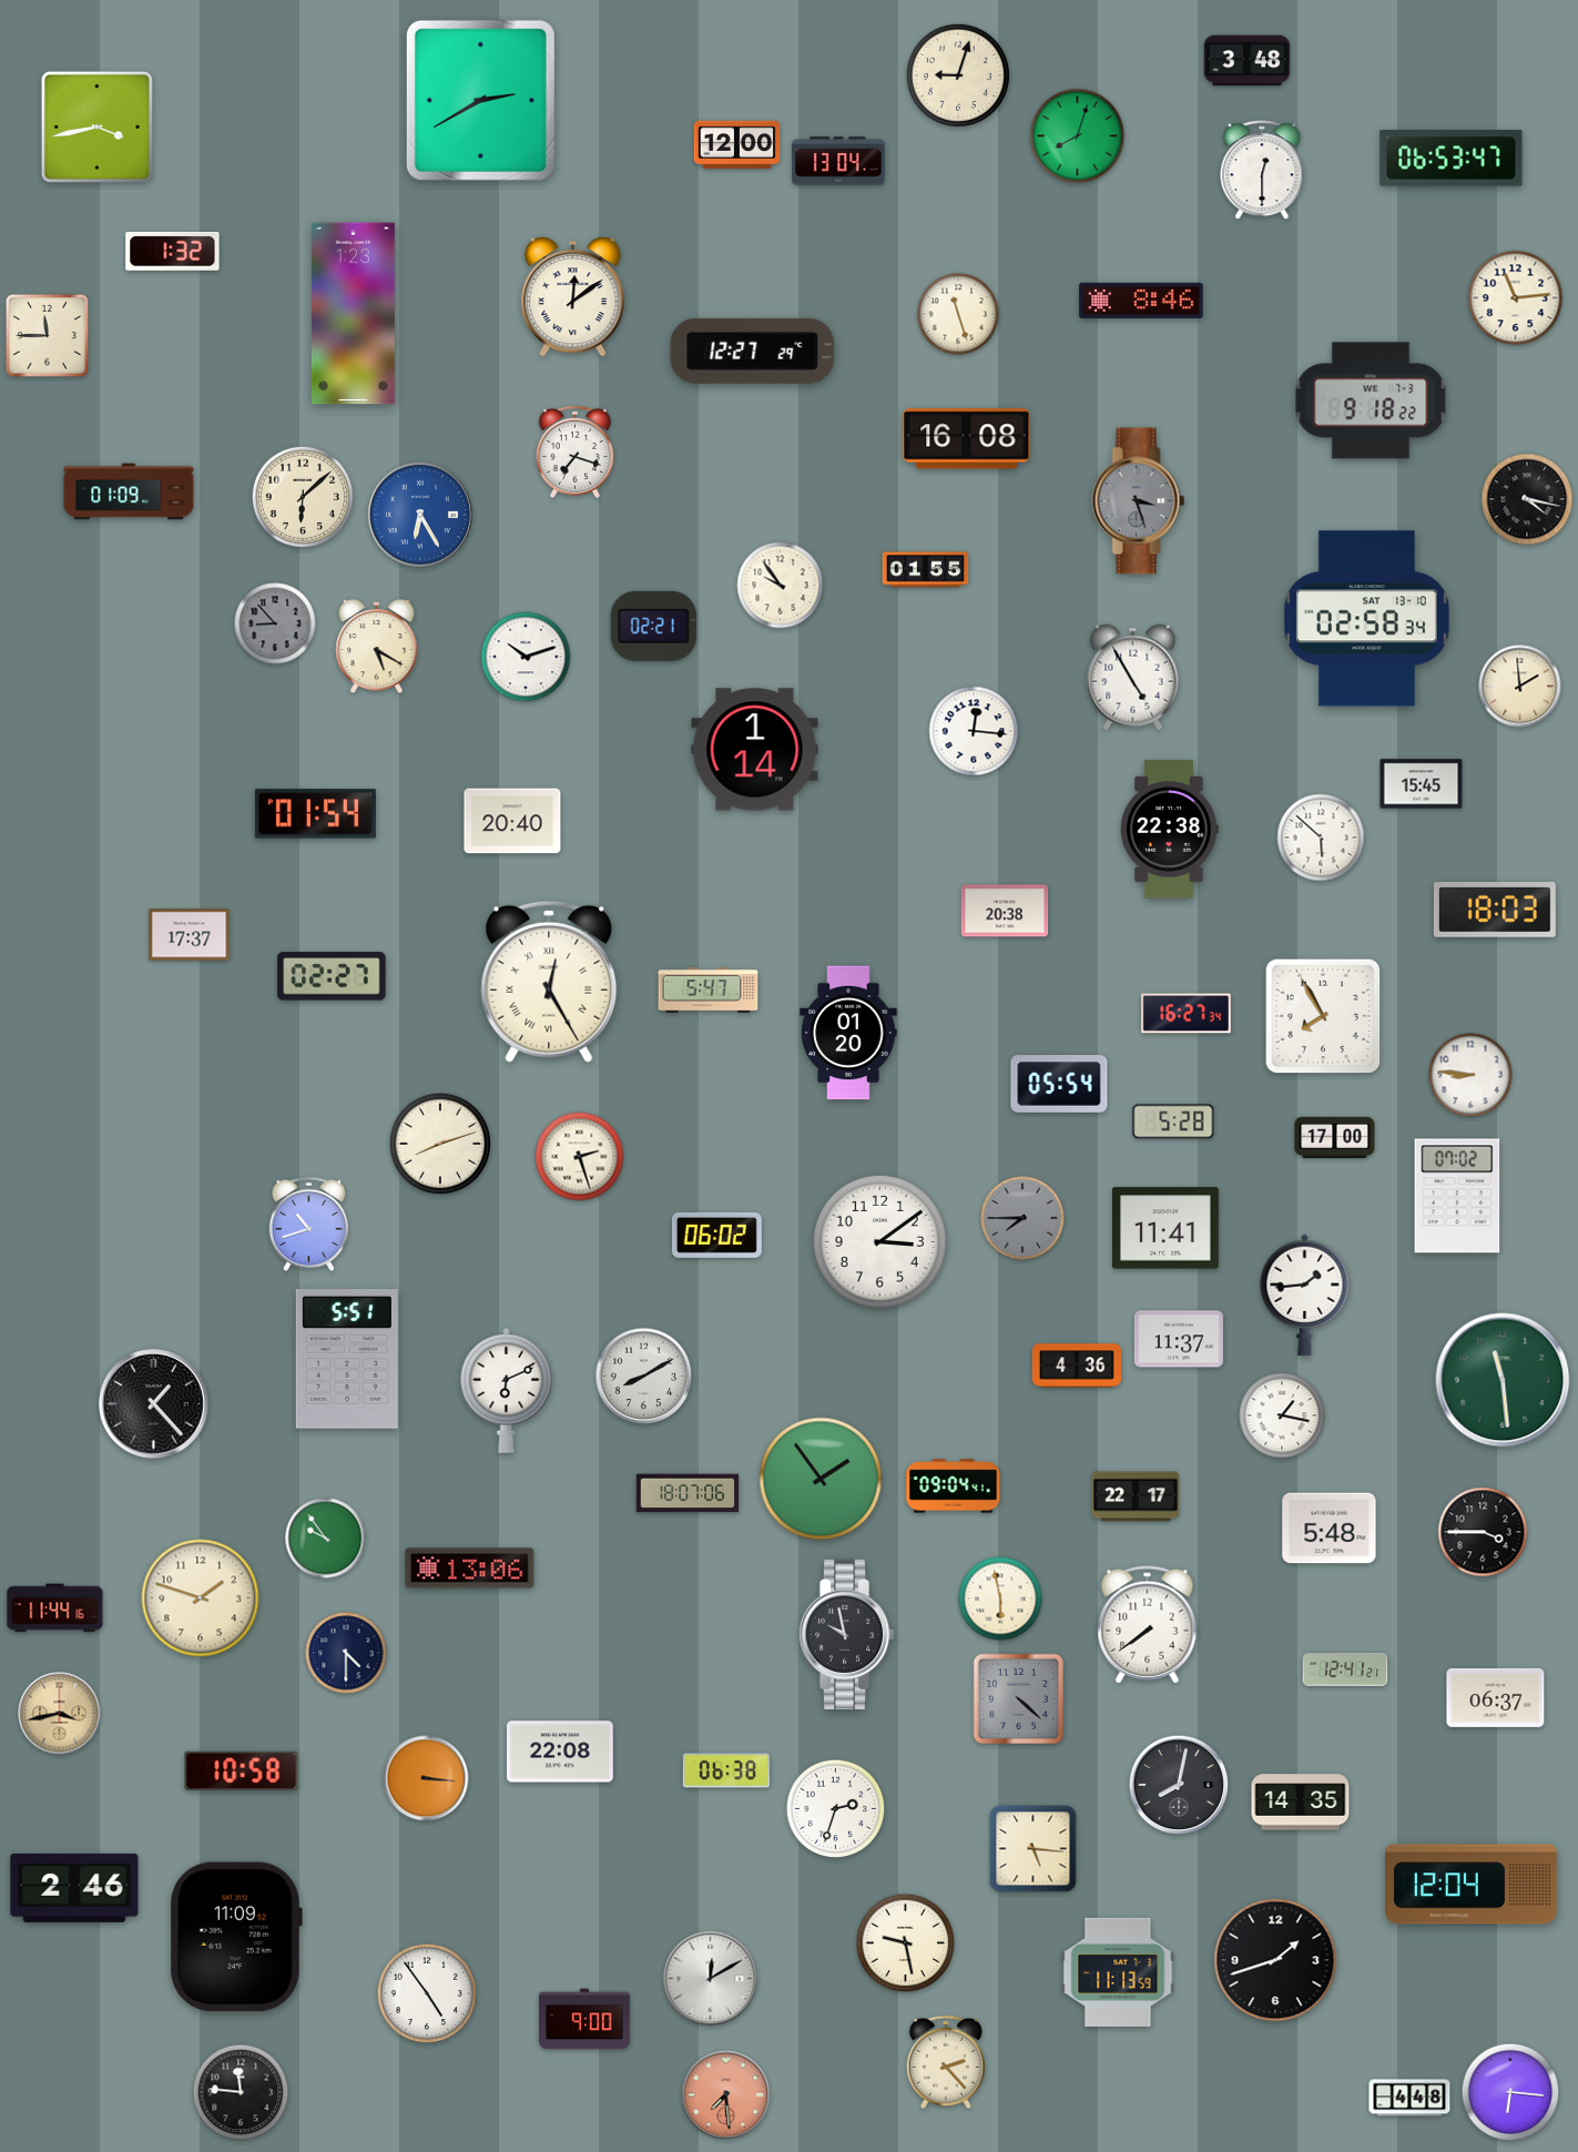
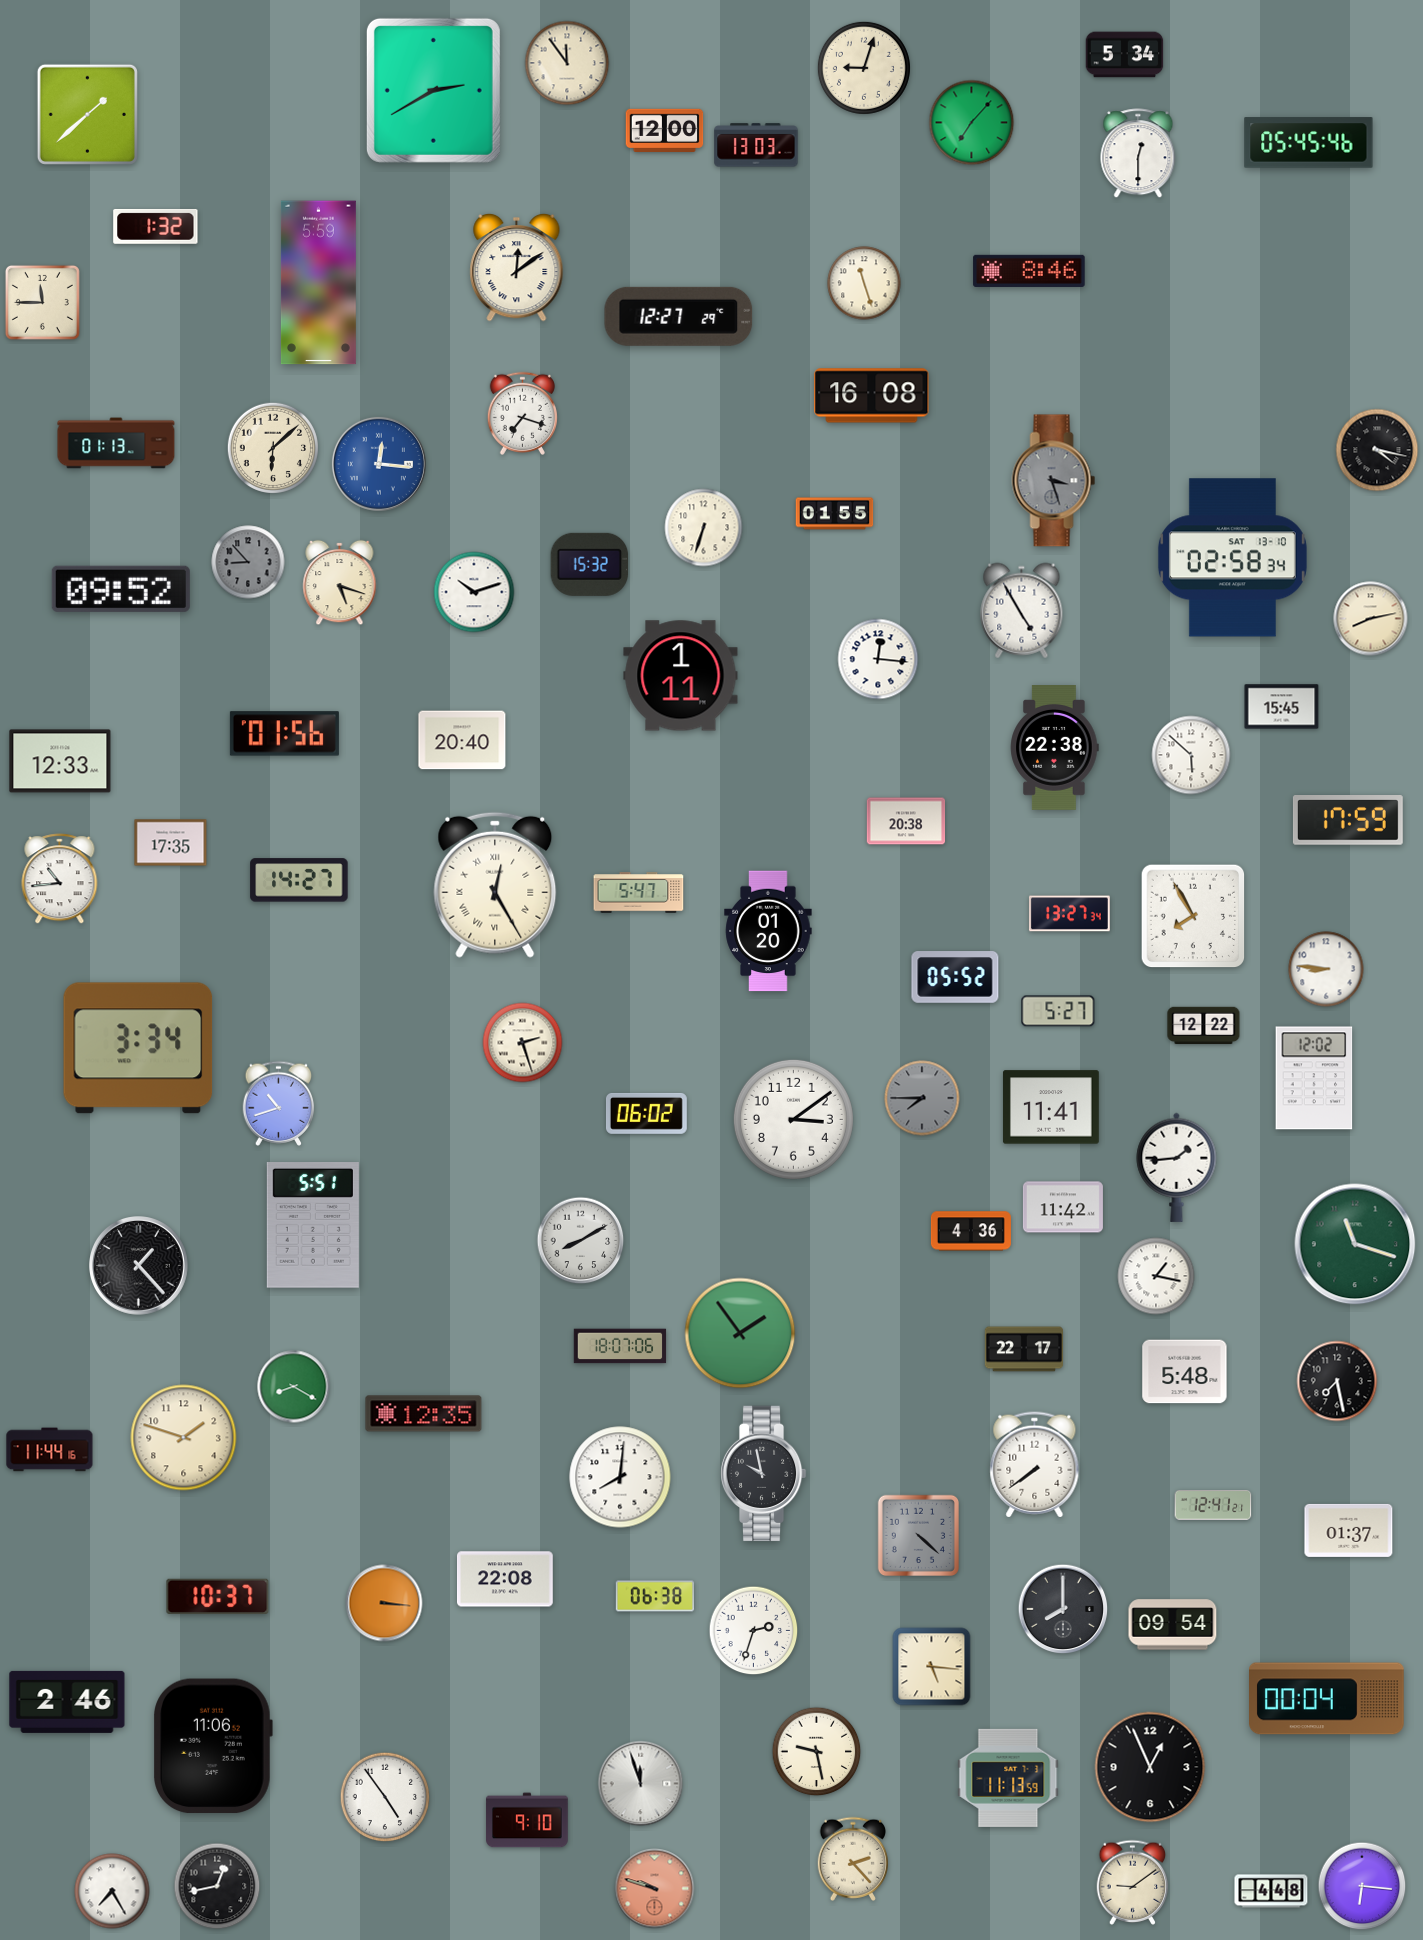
clock at (1248, 61): 3:48 -> 5:34
clock at (567, 63): none -> 11:54
clock at (96, 126): 3:43 -> 1:38
clock at (1078, 136): 8:03 -> 7:07
clock at (1452, 159): 06:53 -> 05:45
clock at (838, 161): 13:04 -> 13:03
clock at (1516, 298): 11:14 -> none
clock at (353, 314): 1:23 -> 5:59
clock at (1371, 400): 9:18 -> none
clock at (574, 451) position: (574, 451) -> (522, 413)
clock at (129, 491): 01:09 -> 01:13
clock at (1139, 501) position: (1139, 501) -> (1054, 481)
clock at (420, 515): 6:25 -> 12:16
clock at (781, 586): 9:54 -> 6:33
clock at (654, 626): 02:21 -> 15:32
clock at (377, 647): 5:20 -> 5:18
clock at (121, 589): none -> 09:52
clock at (1520, 687): 1:59 -> 8:13
clock at (755, 750): 1:14 -> 1:11
clock at (315, 814): 01:54 -> 01:56
clock at (60, 761): none -> 12:33
clock at (1495, 910): 18:03 -> 17:59
clock at (190, 935): 17:37 -> 17:35
clock at (60, 879): none -> 10:44
clock at (332, 976): 02:27 -> 14:27
clock at (1185, 1014): 16:27 -> 13:27
clock at (848, 1033) position: (848, 1033) -> (768, 931)
clock at (1059, 1084): 05:54 -> 05:52
clock at (1173, 1121): 5:28 -> 5:27
clock at (1335, 1138): 17:00 -> 12:22
clock at (439, 1143): 8:12 -> none
clock at (138, 1048): none -> 3:34
clock at (1457, 1196): 07:02 -> 12:02
clock at (1179, 1339): 11:37 -> 11:42
clock at (1503, 1380): 11:29 -> 11:18
clock at (507, 1390): 6:11 -> none
clock at (954, 1486): 09:04 -> none
clock at (1330, 1529) position: (1330, 1529) -> (1185, 1372)
clock at (1483, 1532): 3:45 -> 7:28
clock at (326, 1539): 9:54 -> 8:20
clock at (470, 1569): 13:06 -> 12:35
clock at (201, 1598) position: (201, 1598) -> (184, 1438)
clock at (1000, 1598): 5:58 -> none
clock at (620, 1477): none -> 8:01
clock at (346, 1653): 4:30 -> none
clock at (1496, 1697): 06:37 -> 01:37
clock at (1018, 1698) position: (1018, 1698) -> (918, 1535)
clock at (60, 1714): 3:43 -> none
clock at (242, 1770): 10:58 -> 10:37
clock at (1179, 1785): 8:02 -> 8:00
clock at (1301, 1803): 14:35 -> 09:54
clock at (1472, 1885): 12:04 -> 00:04
clock at (236, 1937): 11:09 -> 11:06
clock at (1275, 1960): 1:42 -> 12:56
clock at (711, 1979): 12:10 -> 11:57
clock at (584, 2019): 9:00 -> 9:10
clock at (1133, 1882): none -> 9:09
clock at (241, 2092): 11:46 -> 12:43
clock at (726, 2095): 7:29 -> 9:48
clock at (112, 1891): none -> 7:25
